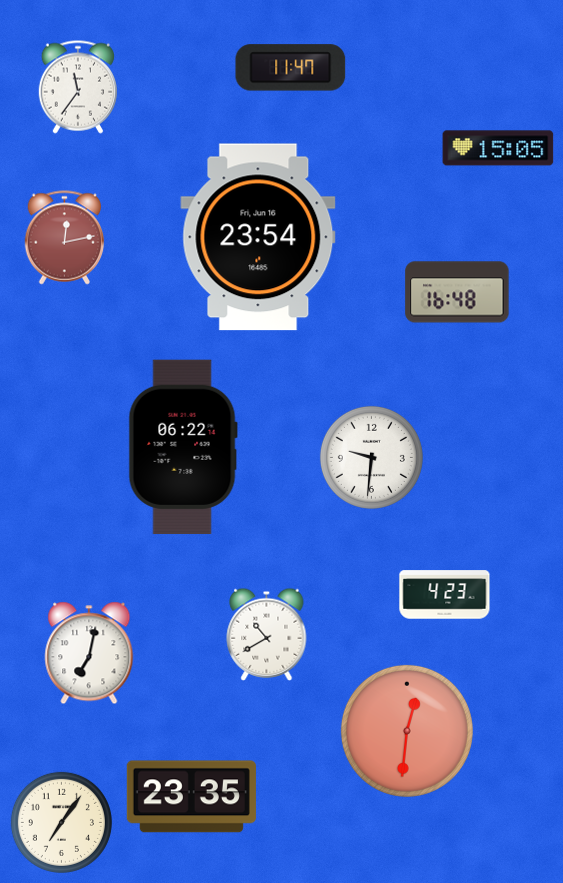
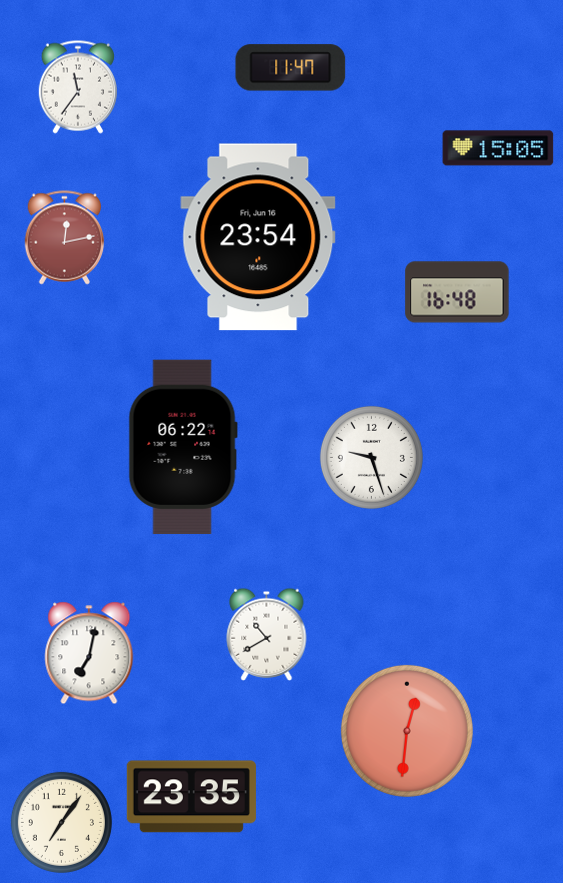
clock at (371, 457): 9:31 -> 9:27
clock at (445, 595): 4:23 -> none
